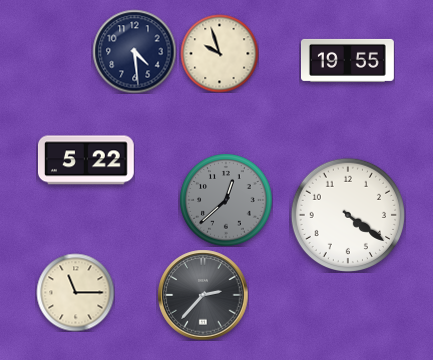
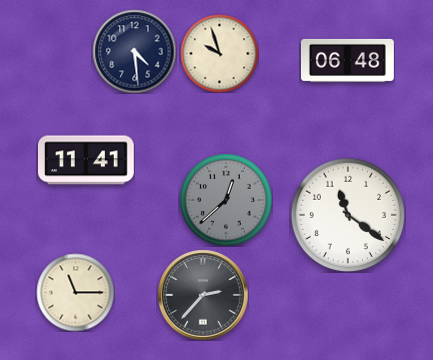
clock at (347, 60): 19:55 -> 06:48
clock at (87, 160): 5:22 -> 11:41
clock at (347, 214): 4:21 -> 11:21
